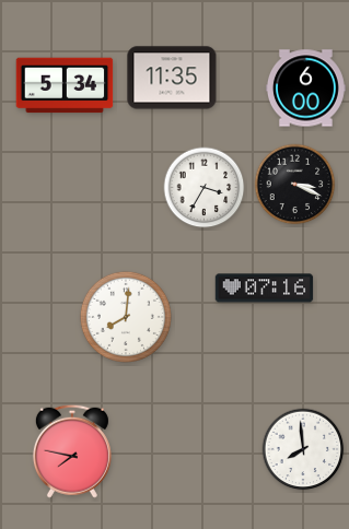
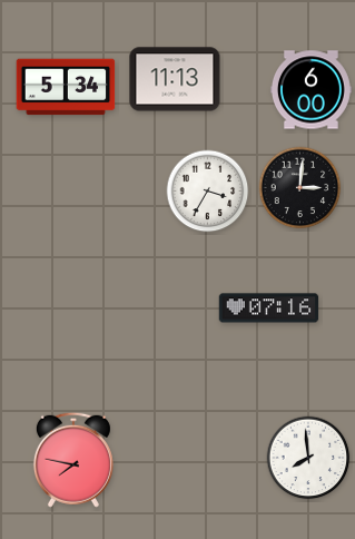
clock at (172, 78): 11:35 -> 11:13
clock at (295, 185): 3:19 -> 3:01
clock at (265, 289) position: (265, 289) -> (269, 308)
clock at (126, 317): 8:01 -> none
